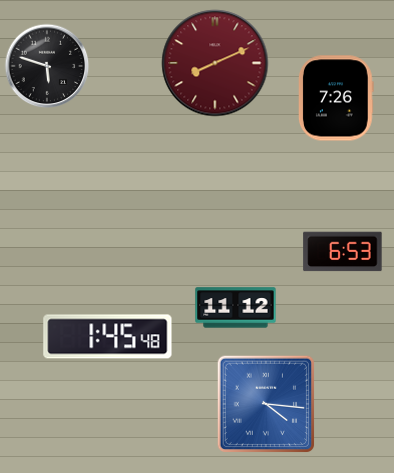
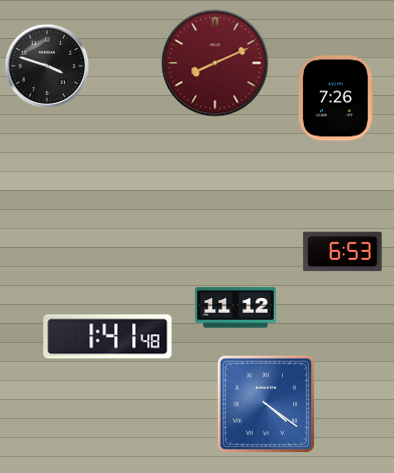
clock at (47, 66): 5:48 -> 3:48
clock at (108, 337): 1:45 -> 1:41
clock at (266, 404): 4:16 -> 4:21
